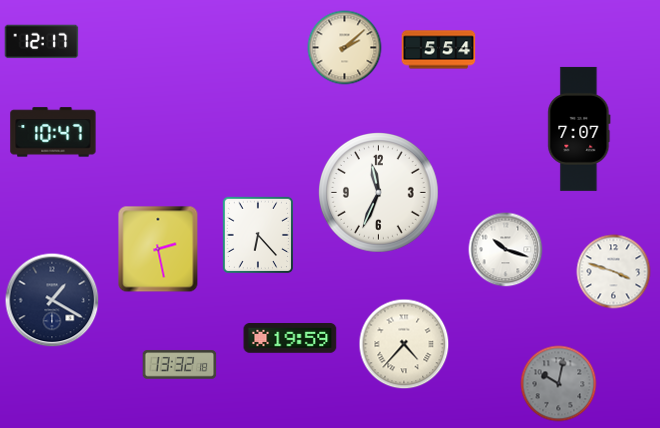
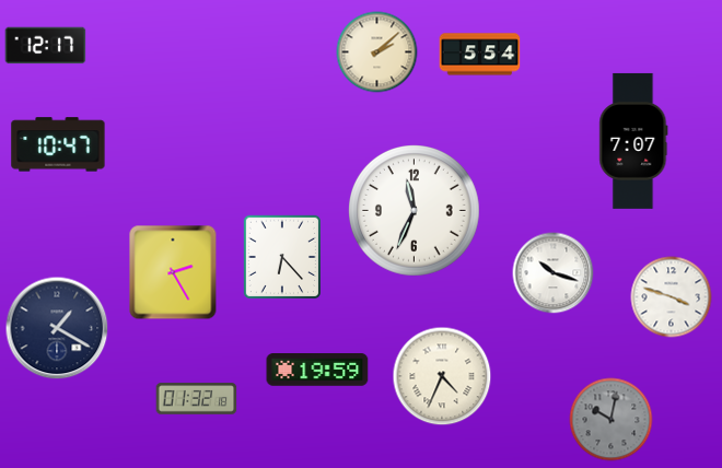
clock at (158, 249): 2:28 -> 2:25
clock at (404, 344): 4:37 -> 4:34
clock at (180, 365): 13:32 -> 01:32
